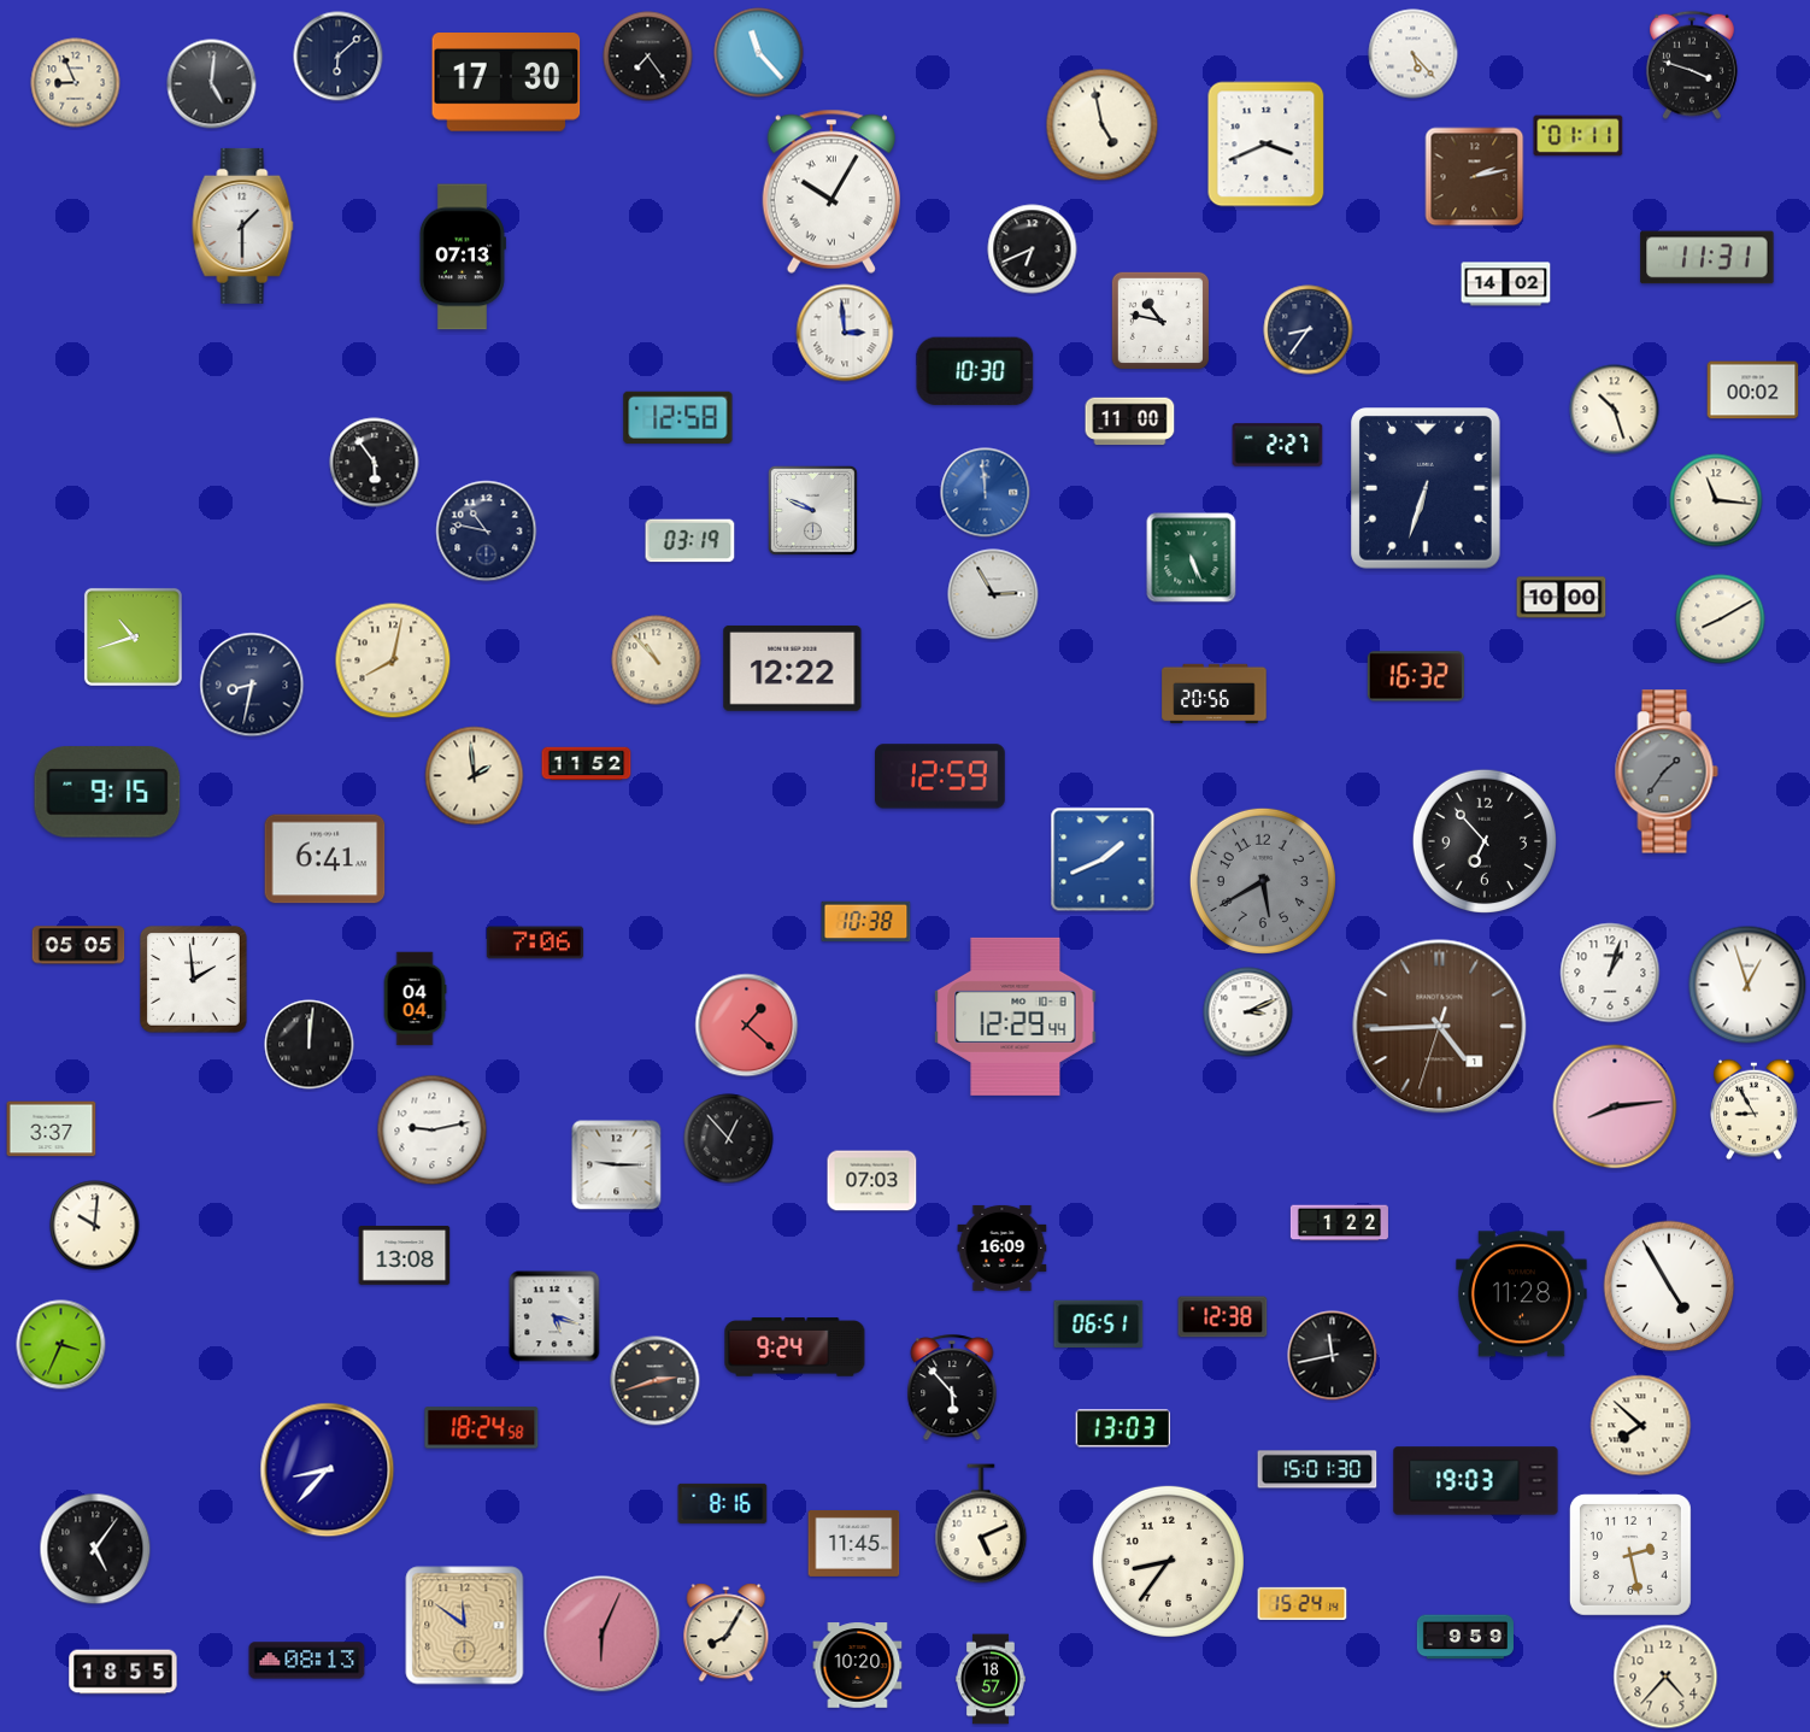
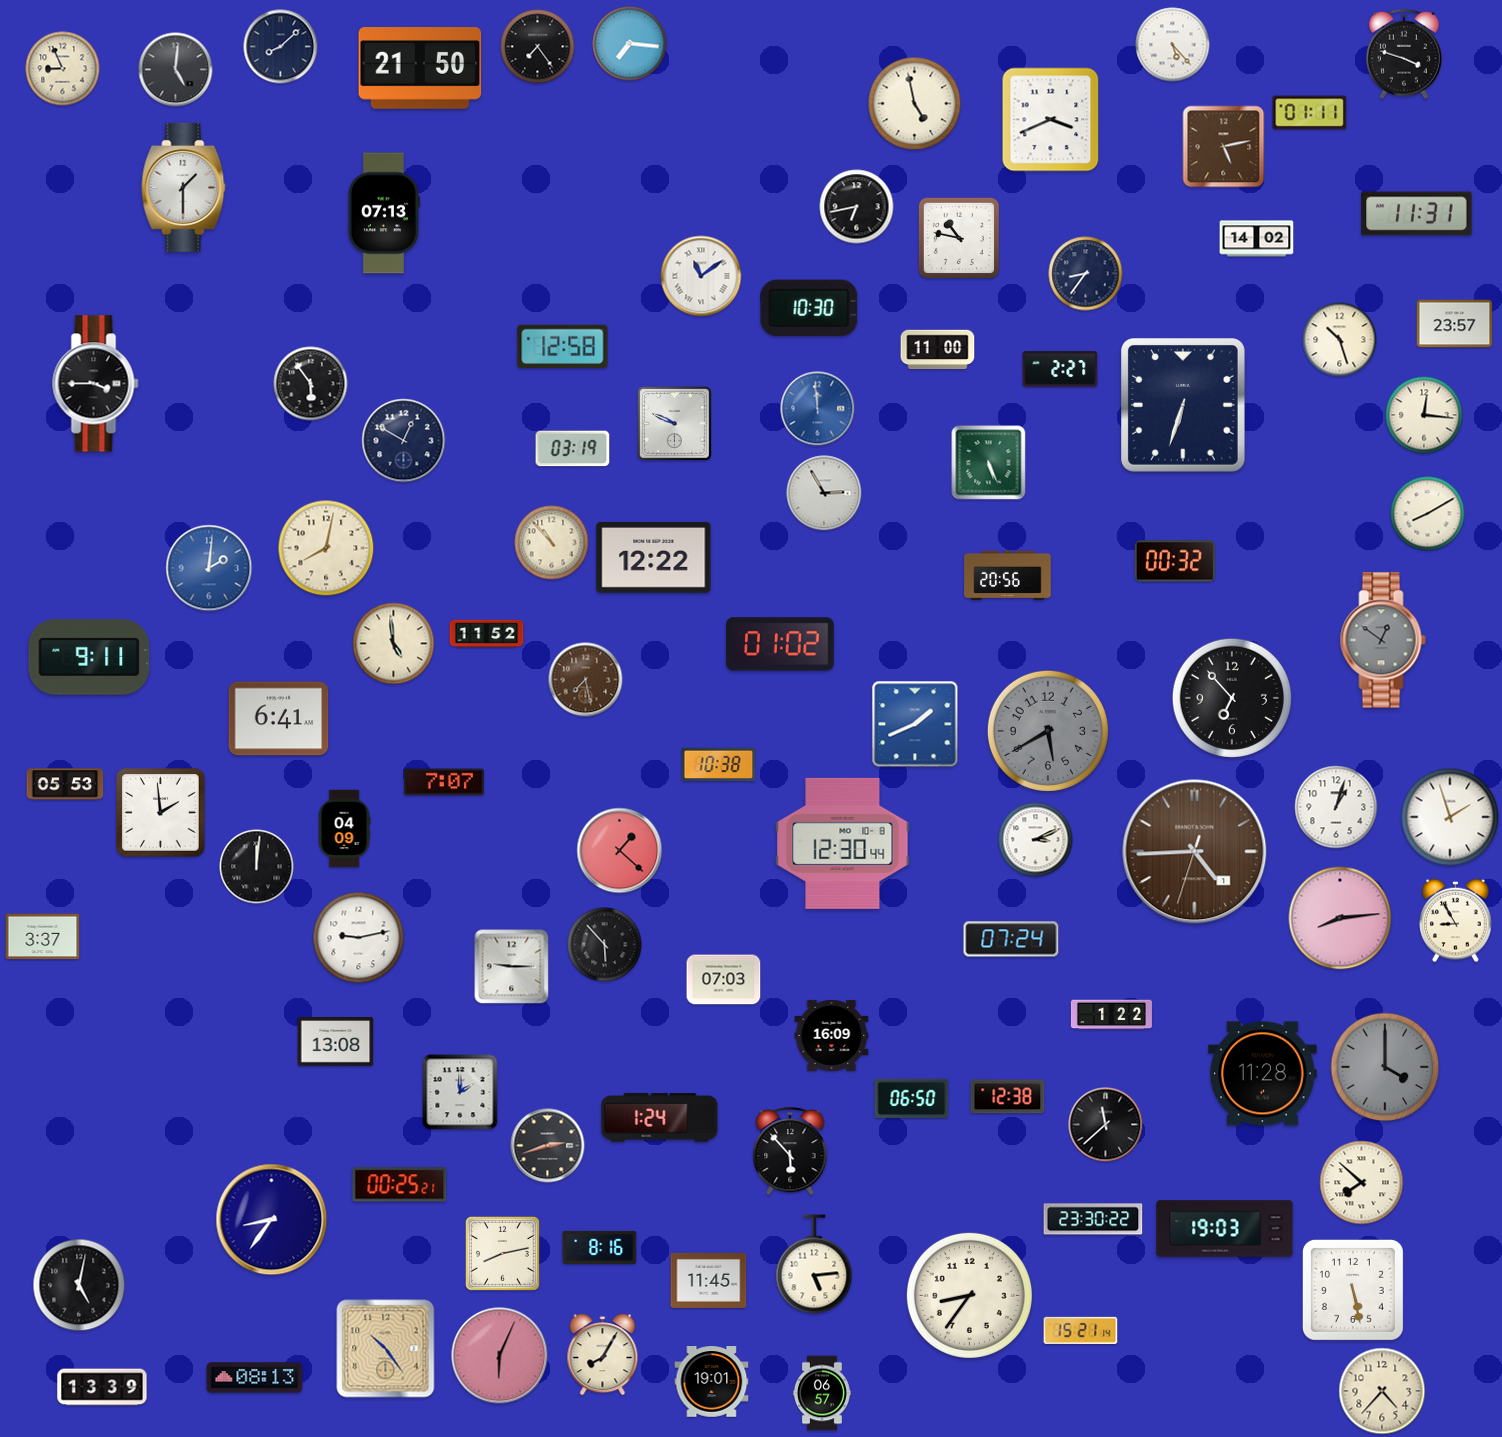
clock at (759, 53): 11:23 -> 7:16
clock at (339, 57): 6:08 -> 8:08
clock at (506, 83): 17:30 -> 21:50
clock at (1475, 177): 2:13 -> 5:13
clock at (831, 192): 10:05 -> none
clock at (243, 225) position: (243, 225) -> (184, 187)
clock at (1033, 249): 6:41 -> 6:43
clock at (1506, 284) position: (1506, 284) -> (1257, 239)
clock at (1159, 319) position: (1159, 319) -> (958, 237)
clock at (845, 333): 2:59 -> 11:09
clock at (1753, 391): 00:02 -> 23:57
clock at (96, 384): none -> 3:45
clock at (1716, 500): 11:16 -> 12:16
clock at (487, 532): 10:47 -> 12:50
clock at (1562, 598): 10:00 -> none
clock at (133, 636): 10:42 -> none
clock at (657, 660) position: (657, 660) -> (552, 543)
clock at (793, 668) position: (793, 668) -> (654, 557)
clock at (1416, 676): 16:32 -> 00:32
clock at (252, 685): 8:32 -> 2:01
clock at (252, 685) dial: navy -> blue
clock at (1667, 771): 1:36 -> 12:51
clock at (475, 776): 1:59 -> 4:59
clock at (941, 776): 12:59 -> 01:02
clock at (107, 792): 9:15 -> 9:11
clock at (586, 680): none -> 7:28
clock at (325, 859) position: (325, 859) -> (279, 719)
clock at (1103, 859) position: (1103, 859) -> (915, 724)
clock at (535, 943): 7:06 -> 7:07
clock at (78, 945): 05:05 -> 05:53
clock at (1747, 985): 12:57 -> 1:57
clock at (415, 999): 04:04 -> 04:09
clock at (1016, 1016): 12:29 -> 12:30
clock at (1011, 939): none -> 07:24
clock at (729, 1139): 12:53 -> 5:53
clock at (95, 1226): 10:01 -> none
clock at (1669, 1286): 4:55 -> 4:00
clock at (1669, 1286) dial: white -> grey
clock at (554, 1316): 5:18 -> 2:00
clock at (1223, 1317) position: (1223, 1317) -> (1008, 1097)
clock at (1099, 1323): 06:51 -> 06:50
clock at (61, 1345): 3:34 -> none
clock at (795, 1348): 9:24 -> 1:24
clock at (1333, 1356): 11:43 -> 11:38
clock at (656, 1381) position: (656, 1381) -> (548, 1146)
clock at (482, 1428): 18:24 -> 00:25
clock at (1122, 1428): 13:03 -> none
clock at (1317, 1469): 15:01 -> 23:30
clock at (328, 1470): 8:37 -> 8:36
clock at (503, 1254): none -> 8:13
clock at (981, 1523): 5:11 -> 5:14
clock at (95, 1549): 5:06 -> 5:02
clock at (1630, 1555): 2:28 -> 5:28
clock at (1303, 1603): 15:24 -> 15:21
clock at (465, 1626): 11:51 -> 10:24
clock at (1465, 1637): 9:59 -> none
clock at (858, 1666): 10:20 -> 19:01
clock at (123, 1672): 18:55 -> 13:39
clock at (992, 1679): 18:57 -> 06:57
